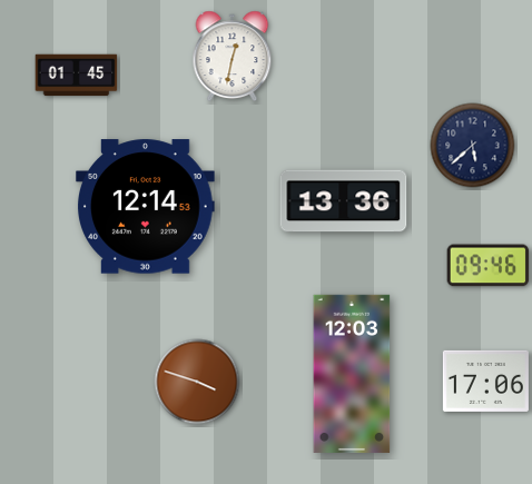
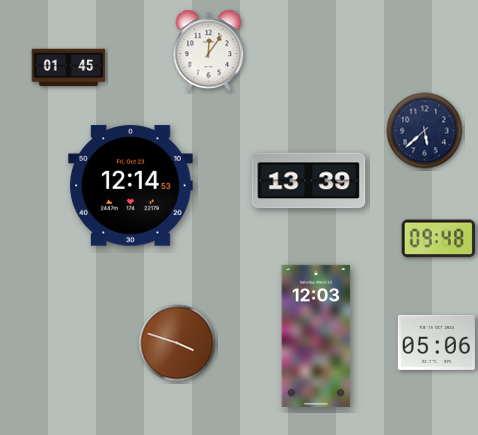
clock at (233, 57): 12:32 -> 12:06
clock at (344, 201): 13:36 -> 13:39
clock at (489, 266): 09:46 -> 09:48
clock at (485, 381): 17:06 -> 05:06
